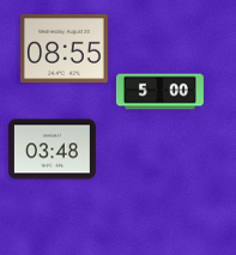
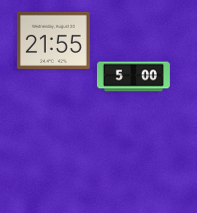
clock at (63, 48): 08:55 -> 21:55
clock at (52, 150): 03:48 -> none
